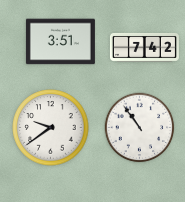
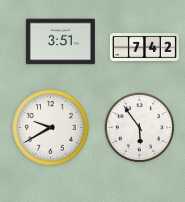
clock at (51, 128): 9:39 -> 9:40
clock at (140, 128): 10:54 -> 5:54
